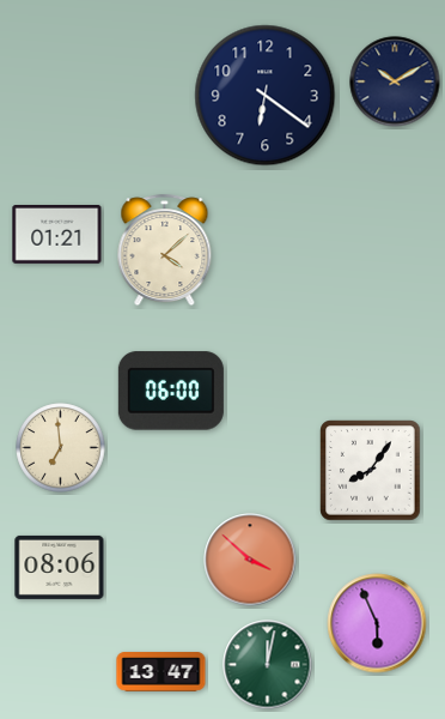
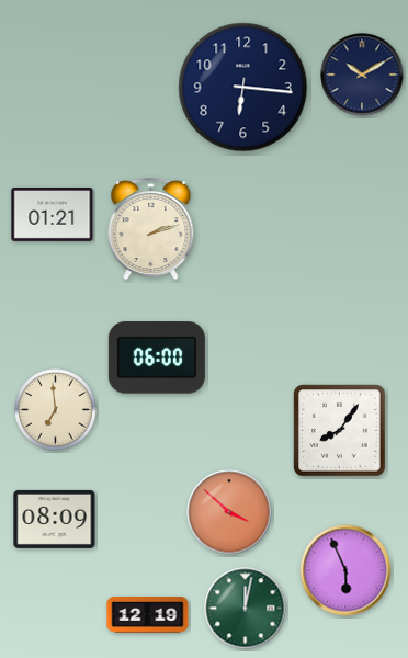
clock at (266, 96): 6:21 -> 6:16
clock at (165, 250): 4:08 -> 2:12
clock at (60, 567): 08:06 -> 08:09
clock at (161, 672): 13:47 -> 12:19
